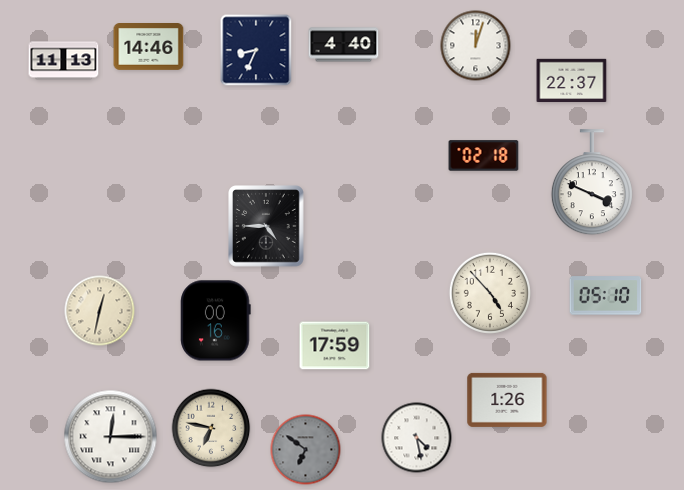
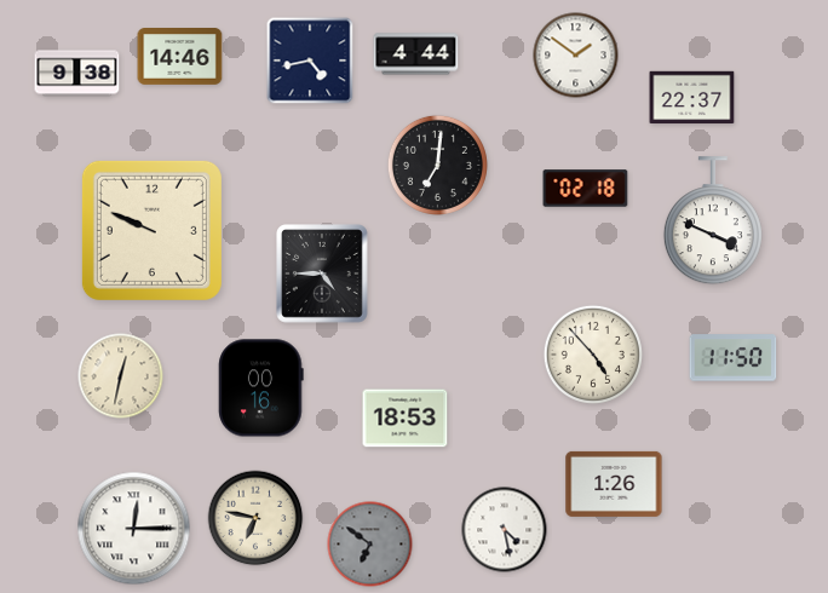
clock at (344, 45): 4:40 -> 4:44
clock at (476, 46): 12:03 -> 1:51
clock at (256, 50): 8:34 -> 4:43
clock at (64, 61): 11:13 -> 9:38
clock at (437, 165): none -> 7:01
clock at (592, 183) position: (592, 183) -> (713, 221)
clock at (151, 230): none -> 9:49
clock at (606, 296): 05:10 -> 11:50
clock at (335, 346): 17:59 -> 18:53
